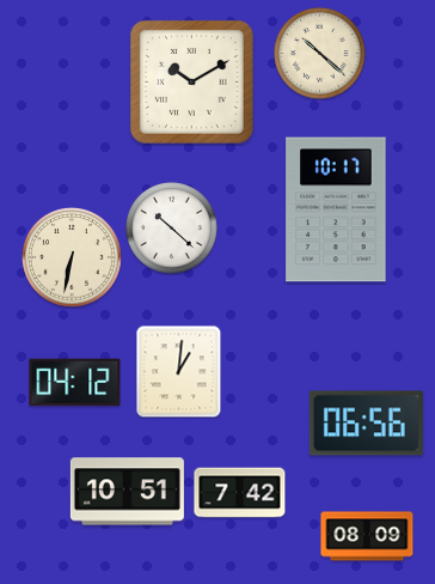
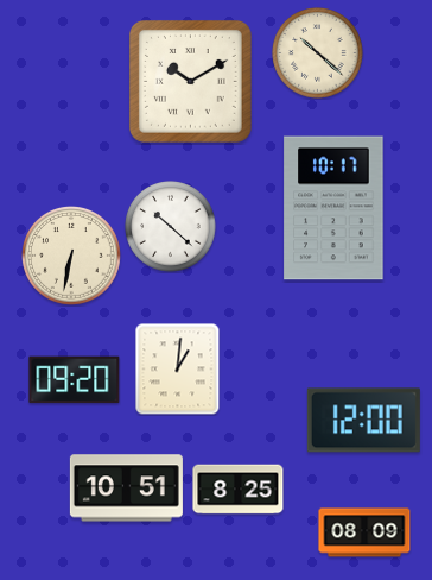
clock at (75, 383): 04:12 -> 09:20
clock at (366, 424): 06:56 -> 12:00
clock at (240, 493): 7:42 -> 8:25
